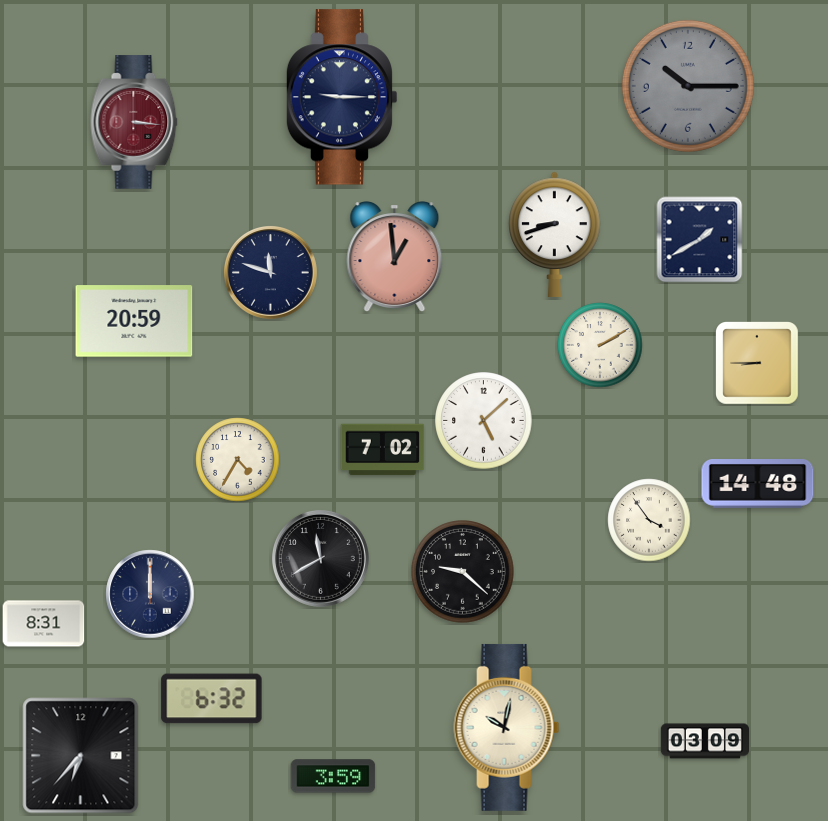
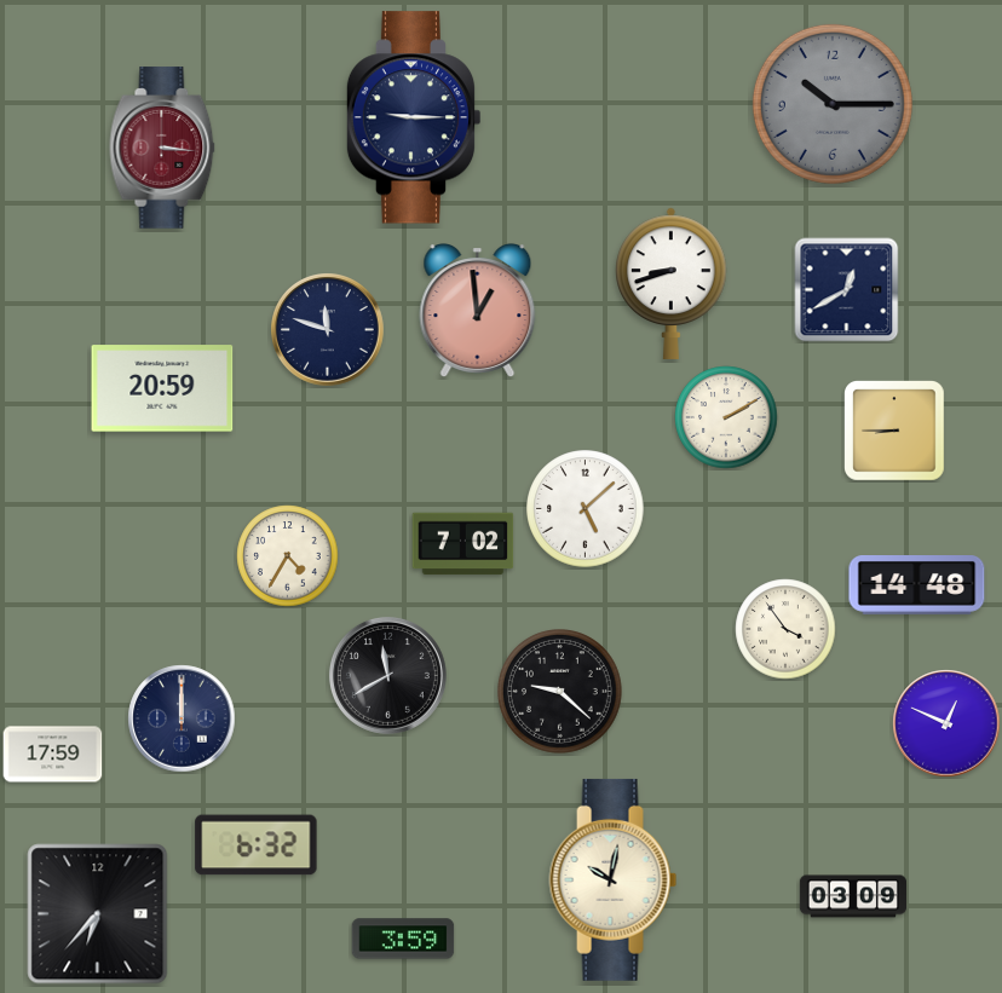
clock at (700, 240): 1:40 -> 12:40
clock at (758, 364) position: (758, 364) -> (896, 432)
clock at (946, 723): none -> 12:49
clock at (44, 624): 8:31 -> 17:59
